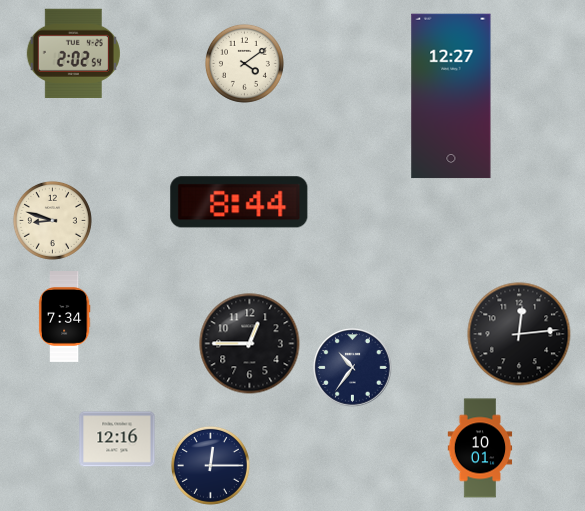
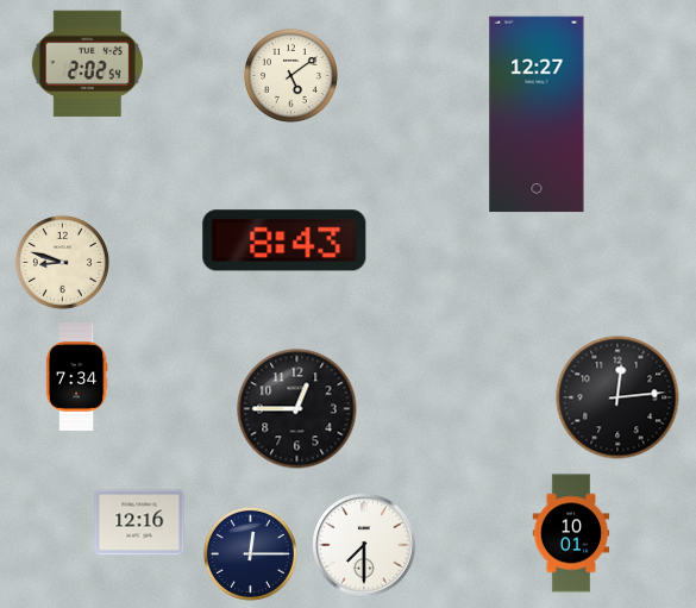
clock at (244, 63): 4:09 -> 5:09
clock at (239, 202): 8:44 -> 8:43
clock at (353, 368): 10:36 -> none
clock at (364, 545): none -> 7:30
